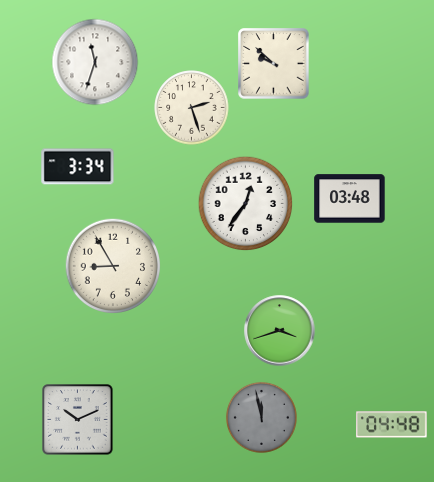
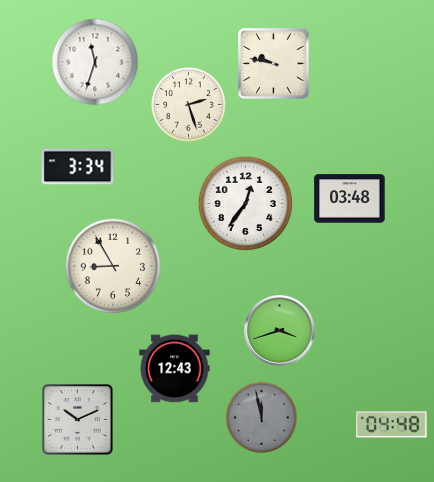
clock at (274, 64): 9:52 -> 9:47
clock at (192, 108) position: (192, 108) -> (189, 105)
clock at (175, 369): none -> 12:43
